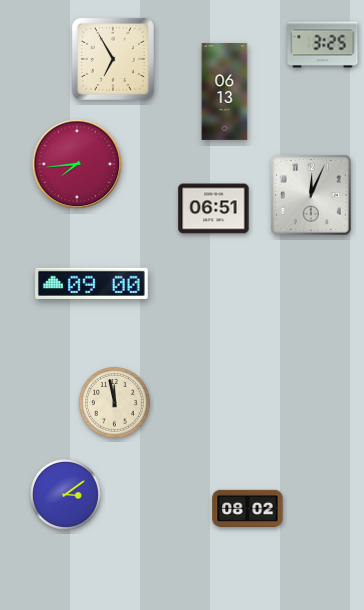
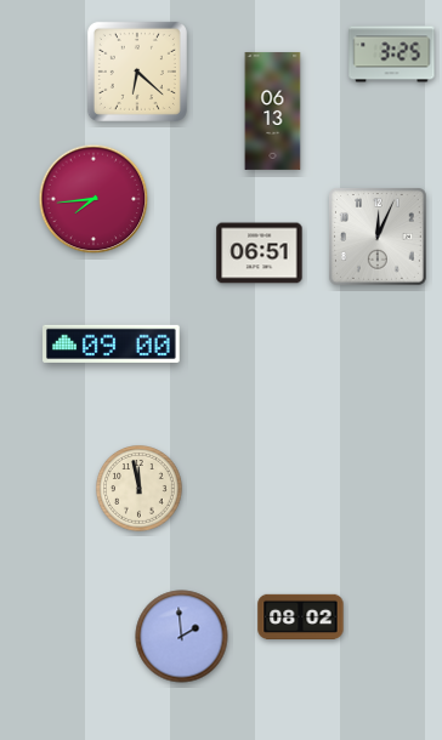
clock at (113, 59): 6:55 -> 6:22
clock at (66, 495): 3:09 -> none
clock at (182, 637): none -> 1:59
